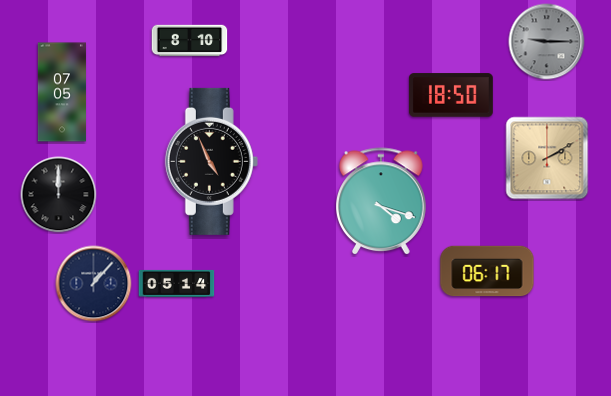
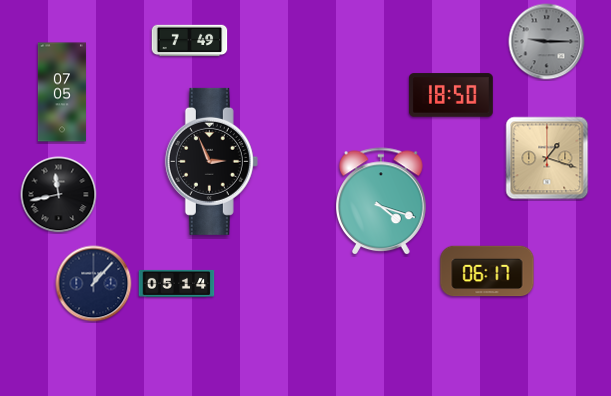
clock at (190, 41): 8:10 -> 7:49
clock at (547, 158): 2:10 -> 1:18
clock at (211, 161): 4:56 -> 2:56
clock at (59, 195): 12:00 -> 11:43
